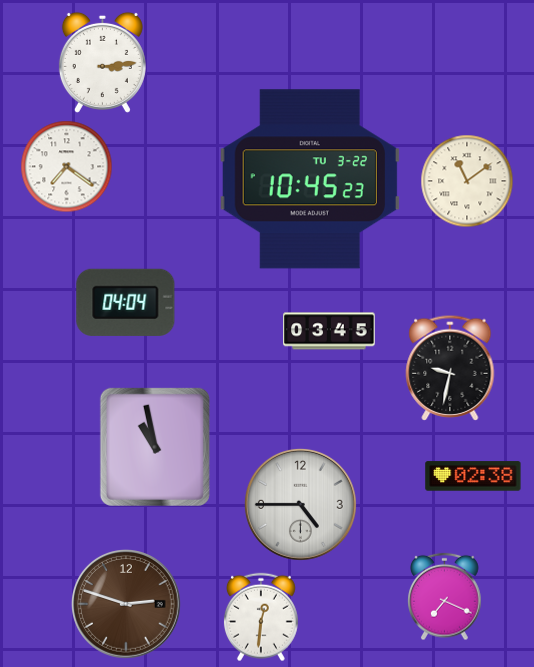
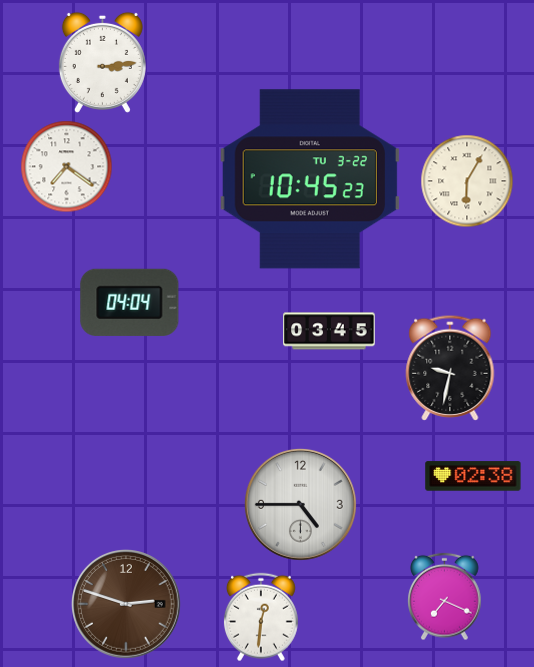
clock at (467, 181): 11:09 -> 6:05
clock at (126, 302) position: (126, 302) -> (130, 302)
clock at (155, 447): 10:58 -> none
